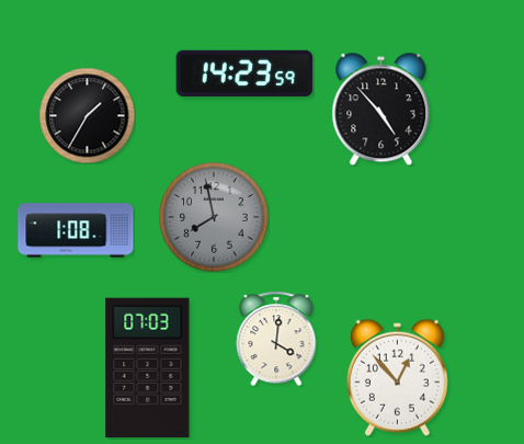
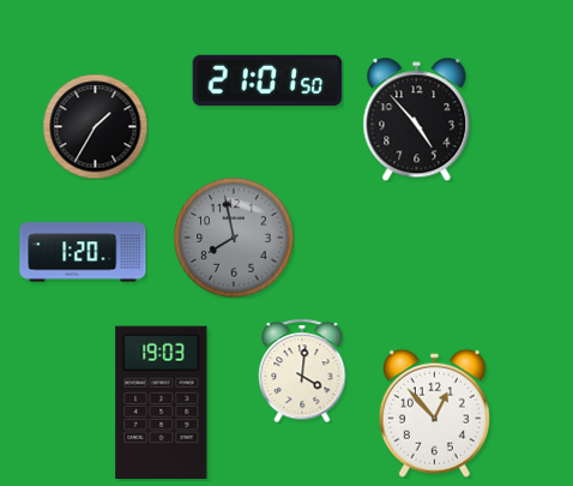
clock at (244, 73): 14:23 -> 21:01
clock at (76, 230): 1:08 -> 1:20
clock at (148, 368): 07:03 -> 19:03
